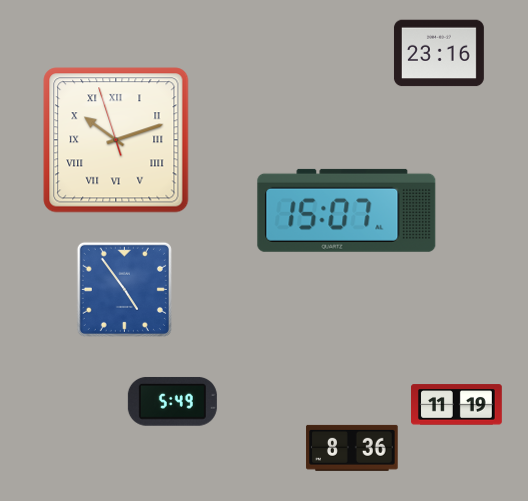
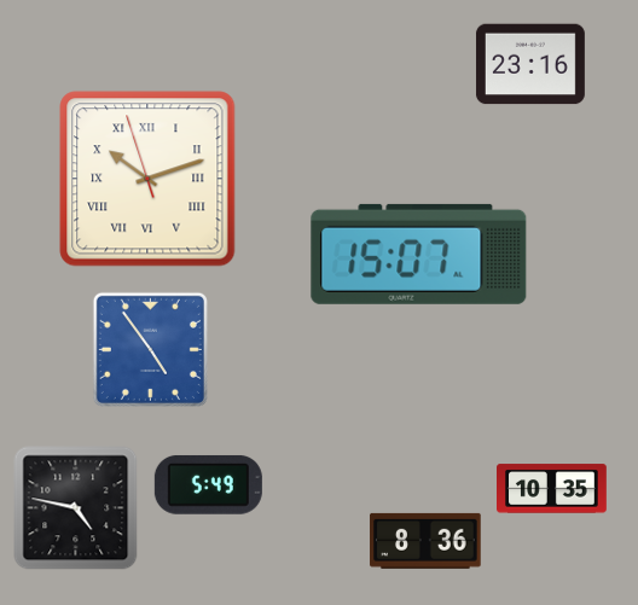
clock at (116, 140) position: (116, 140) -> (147, 179)
clock at (457, 405): 11:19 -> 10:35
clock at (76, 508): none -> 4:47
